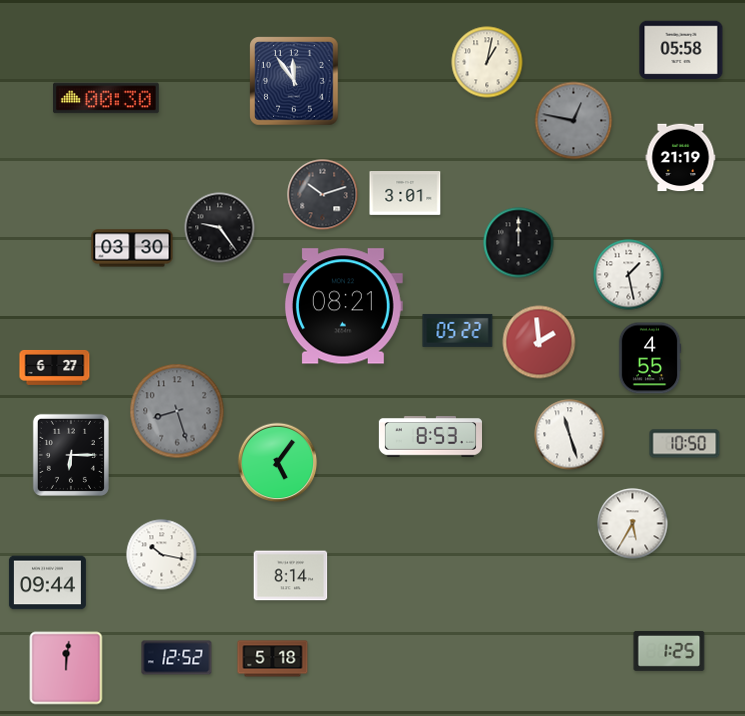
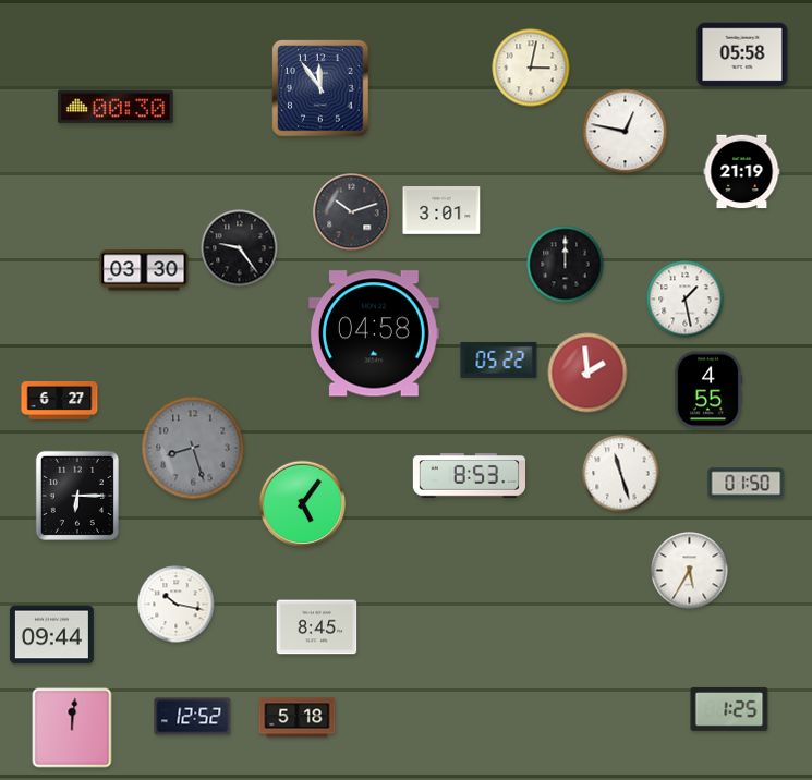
clock at (487, 62): 1:02 -> 3:02
clock at (574, 121) dial: grey -> white
clock at (343, 306): 08:21 -> 04:58
clock at (685, 444): 10:50 -> 01:50
clock at (291, 576): 8:14 -> 8:45
